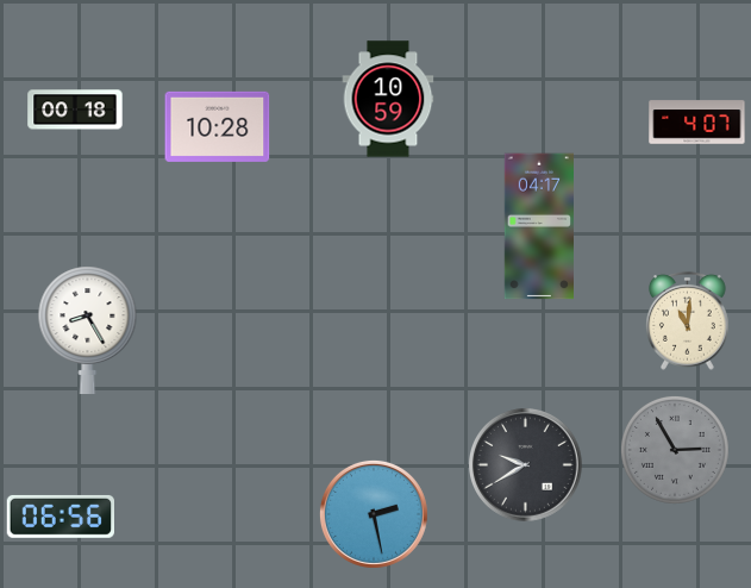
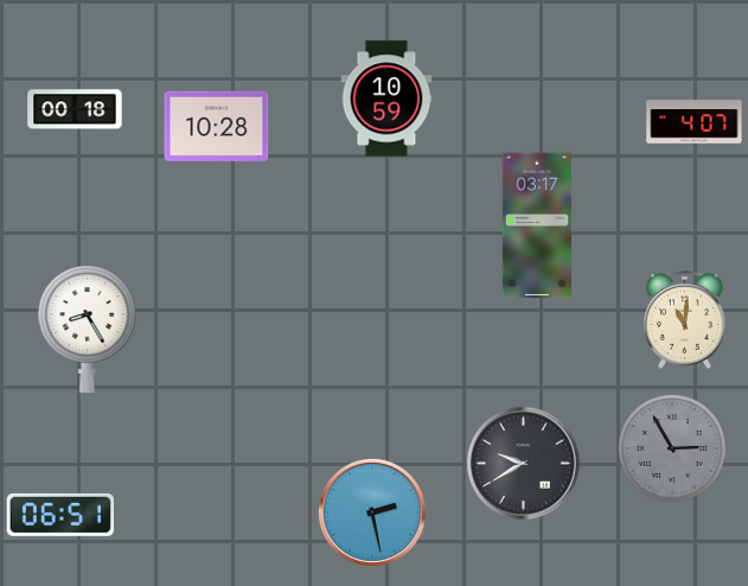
clock at (538, 226): 04:17 -> 03:17
clock at (60, 517): 06:56 -> 06:51
